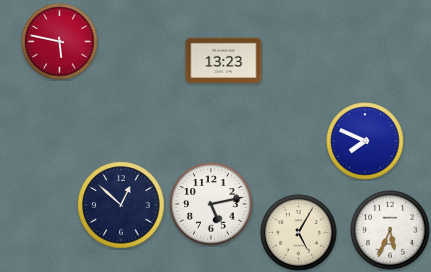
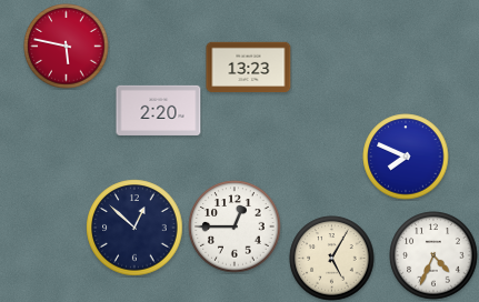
clock at (159, 110): none -> 2:20
clock at (211, 204): 5:13 -> 12:45
clock at (390, 230): 5:34 -> 4:34
